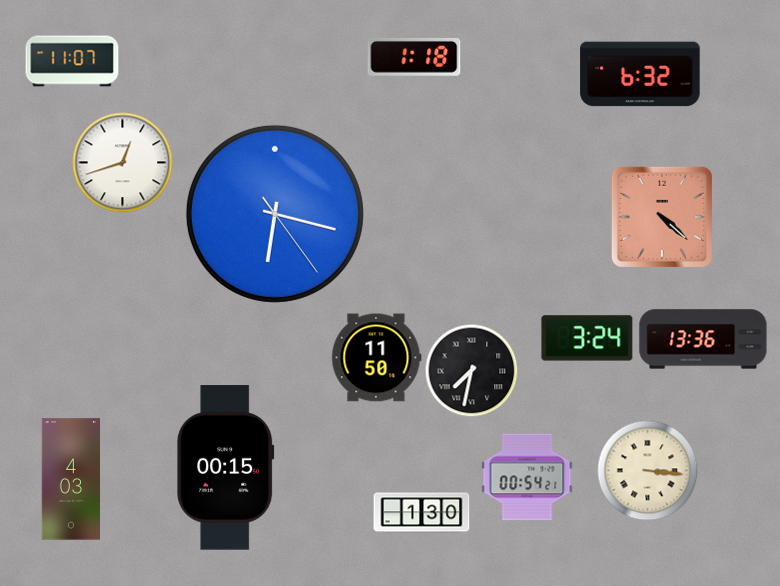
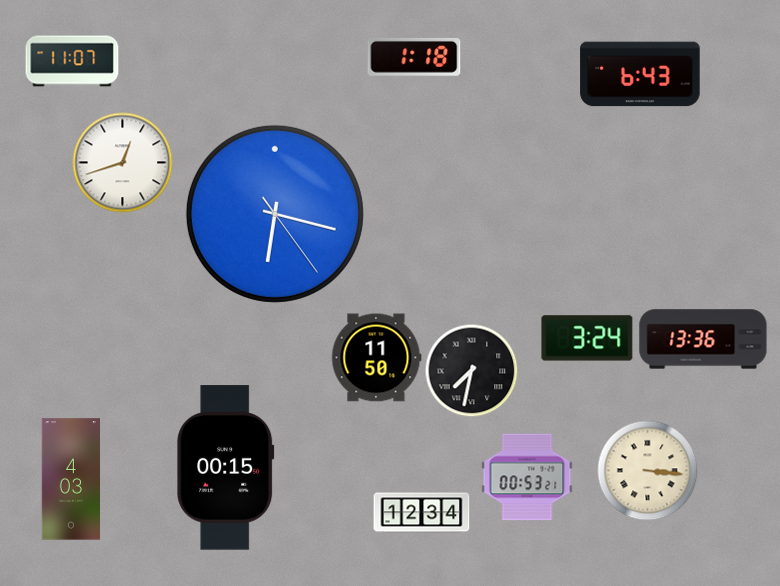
clock at (640, 74): 6:32 -> 6:43
clock at (662, 217): 4:22 -> none
clock at (527, 477): 00:54 -> 00:53
clock at (422, 513): 1:30 -> 12:34
